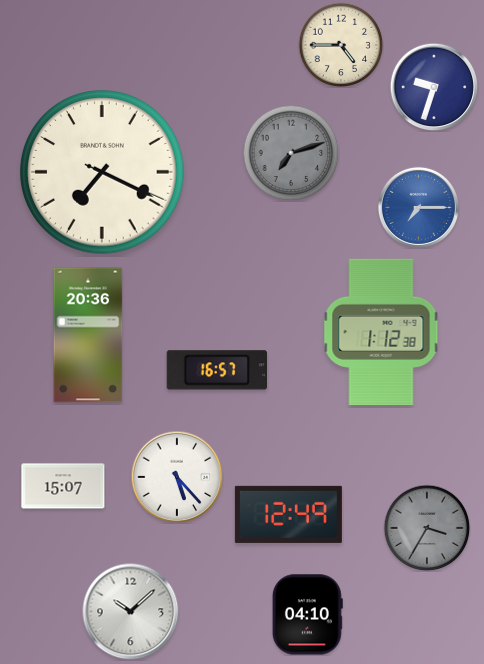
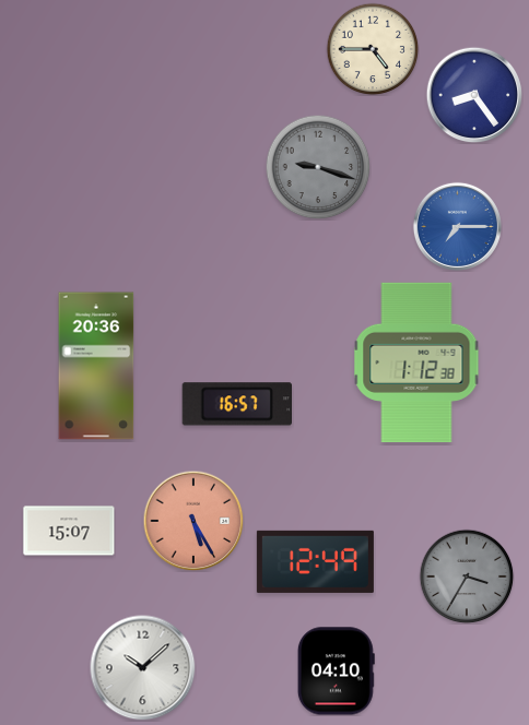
clock at (434, 87): 9:33 -> 8:24
clock at (291, 153): 7:12 -> 9:18
clock at (102, 172): 7:19 -> none
clock at (177, 477): 5:23 -> 5:25
clock at (177, 477) dial: white -> salmon
